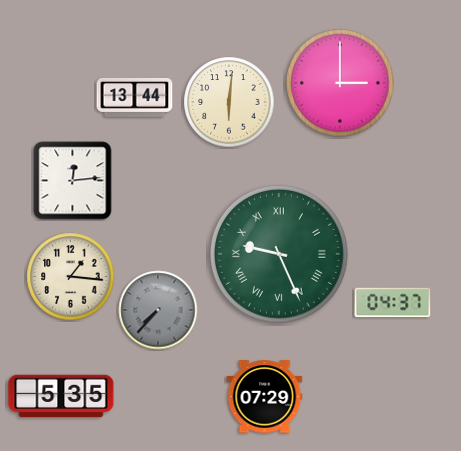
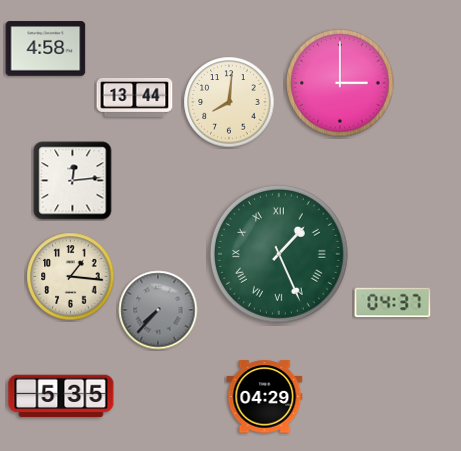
clock at (46, 49): none -> 4:58
clock at (229, 102): 6:01 -> 8:01
clock at (279, 254): 9:26 -> 1:26
clock at (265, 397): 07:29 -> 04:29
